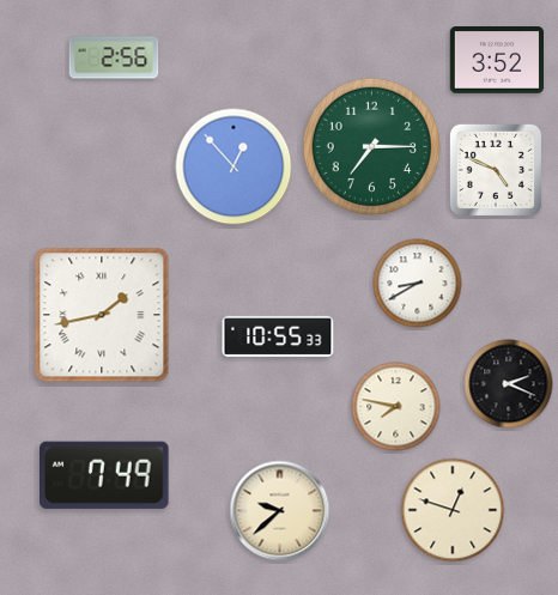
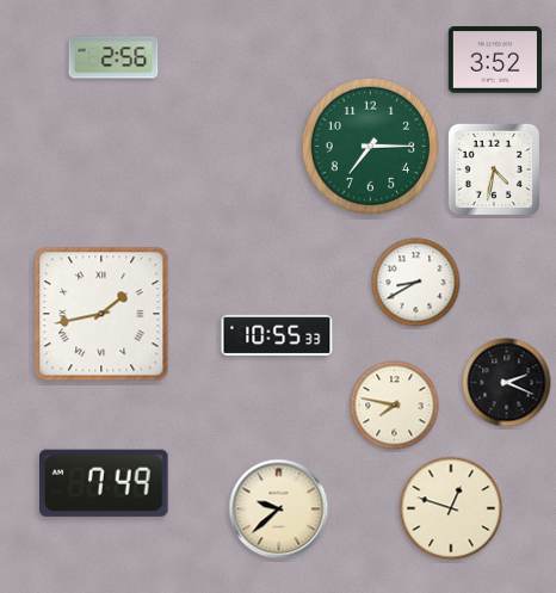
clock at (233, 166): 12:53 -> none
clock at (495, 169): 4:49 -> 4:32
clock at (105, 475) position: (105, 475) -> (105, 483)
